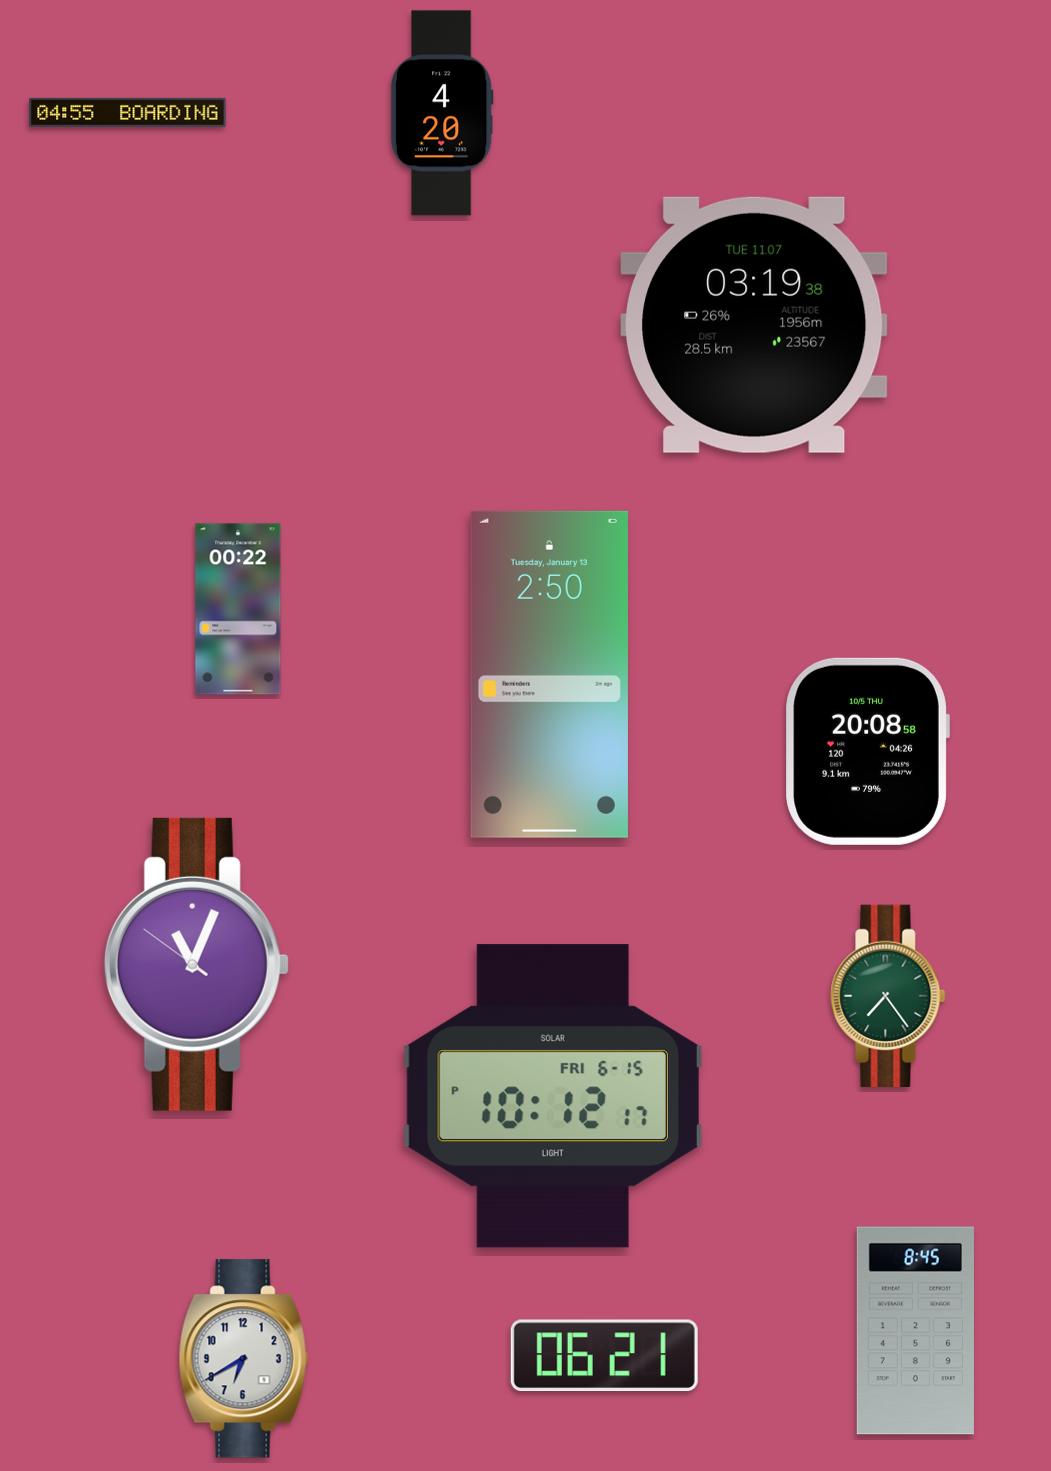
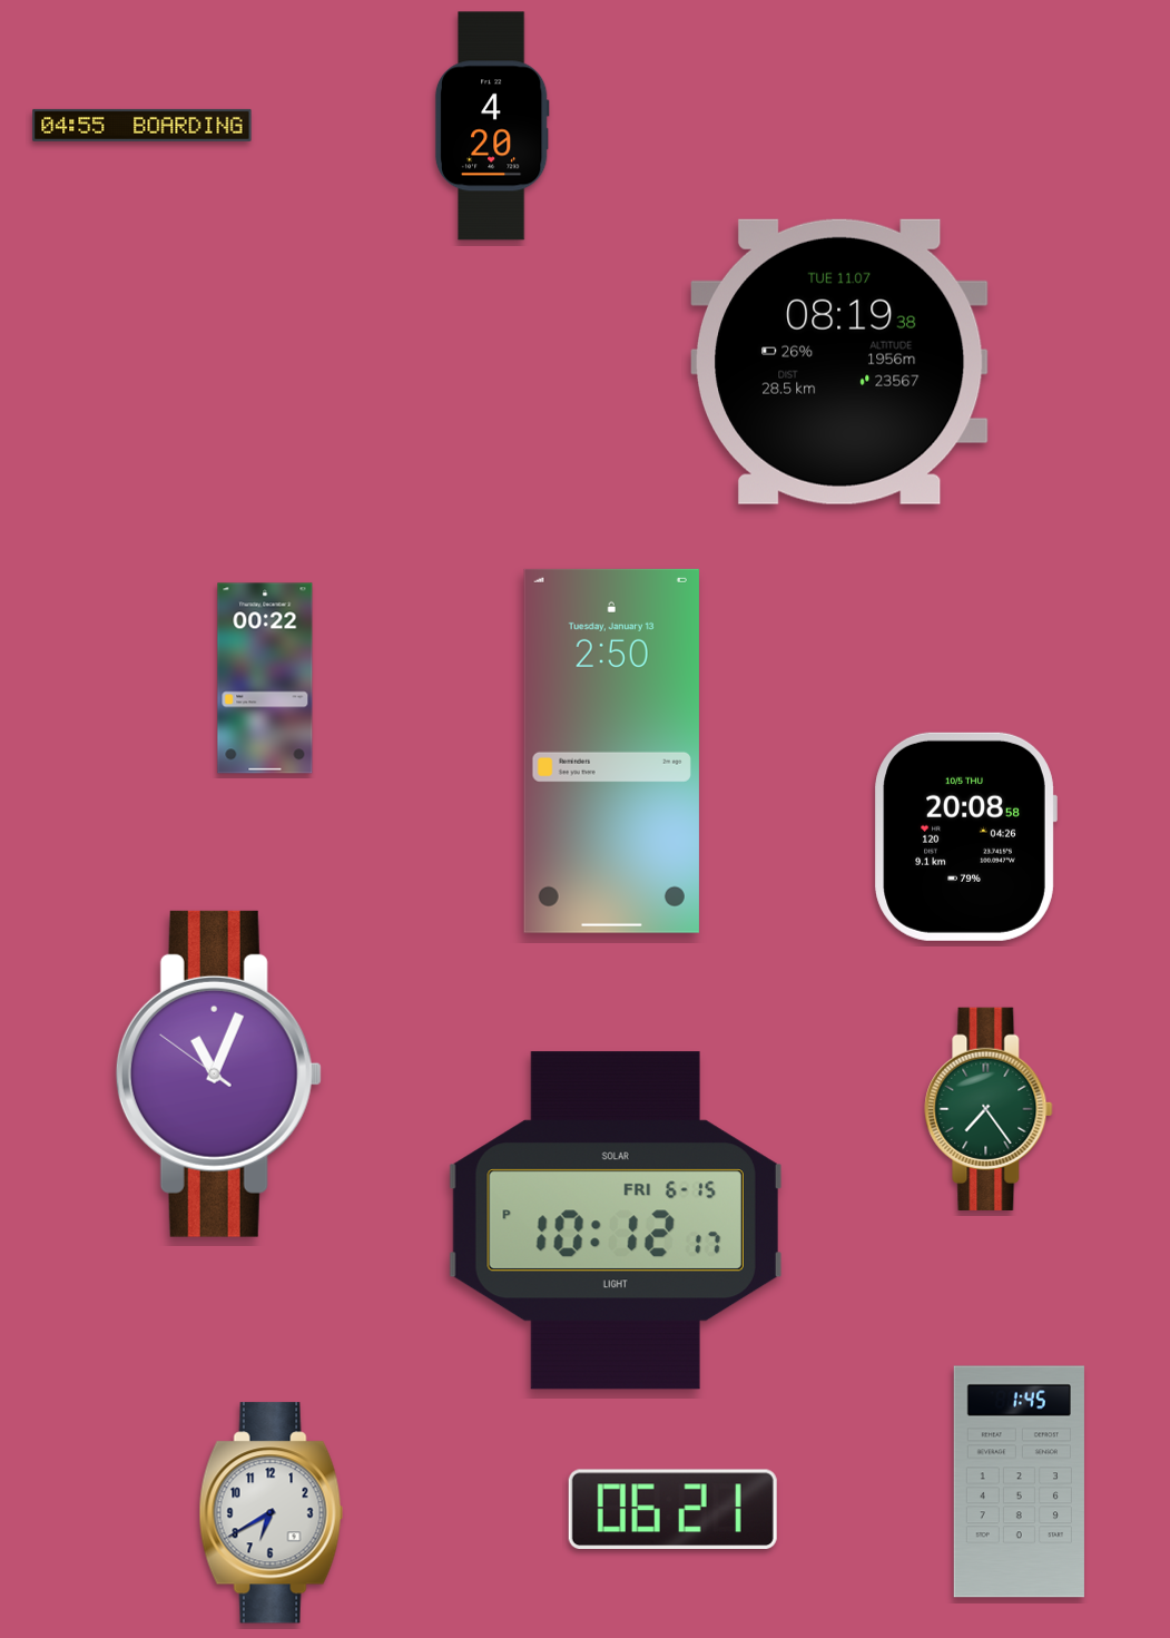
clock at (755, 325): 03:19 -> 08:19
clock at (915, 1331): 8:45 -> 1:45
